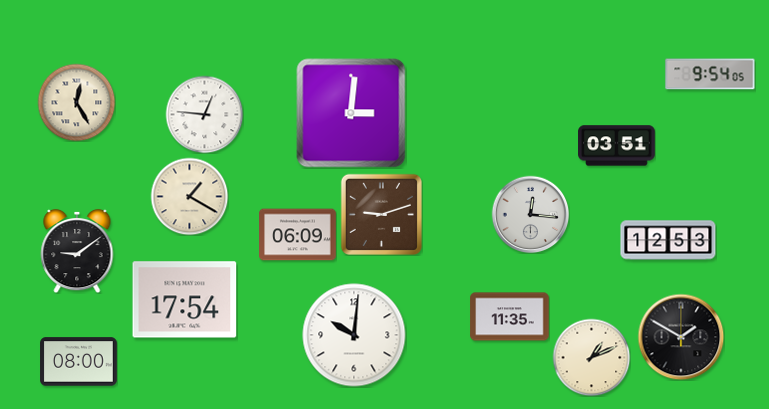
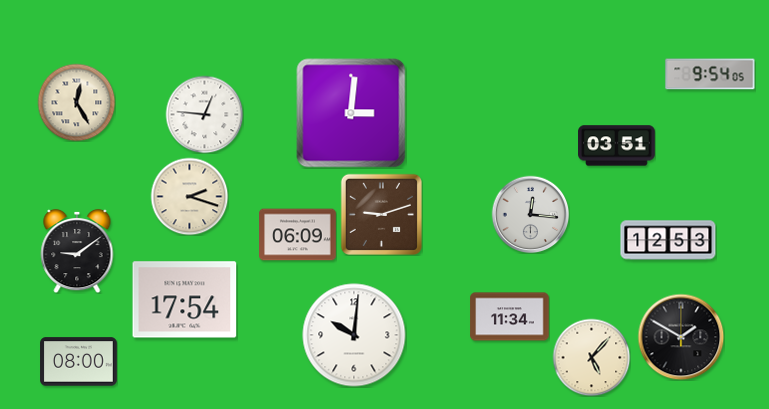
clock at (189, 196): 1:20 -> 2:18
clock at (510, 317): 11:35 -> 11:34
clock at (591, 357): 1:11 -> 5:07
